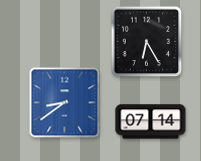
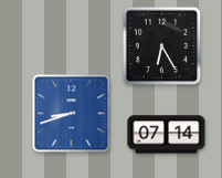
clock at (65, 103): 8:39 -> 8:42
